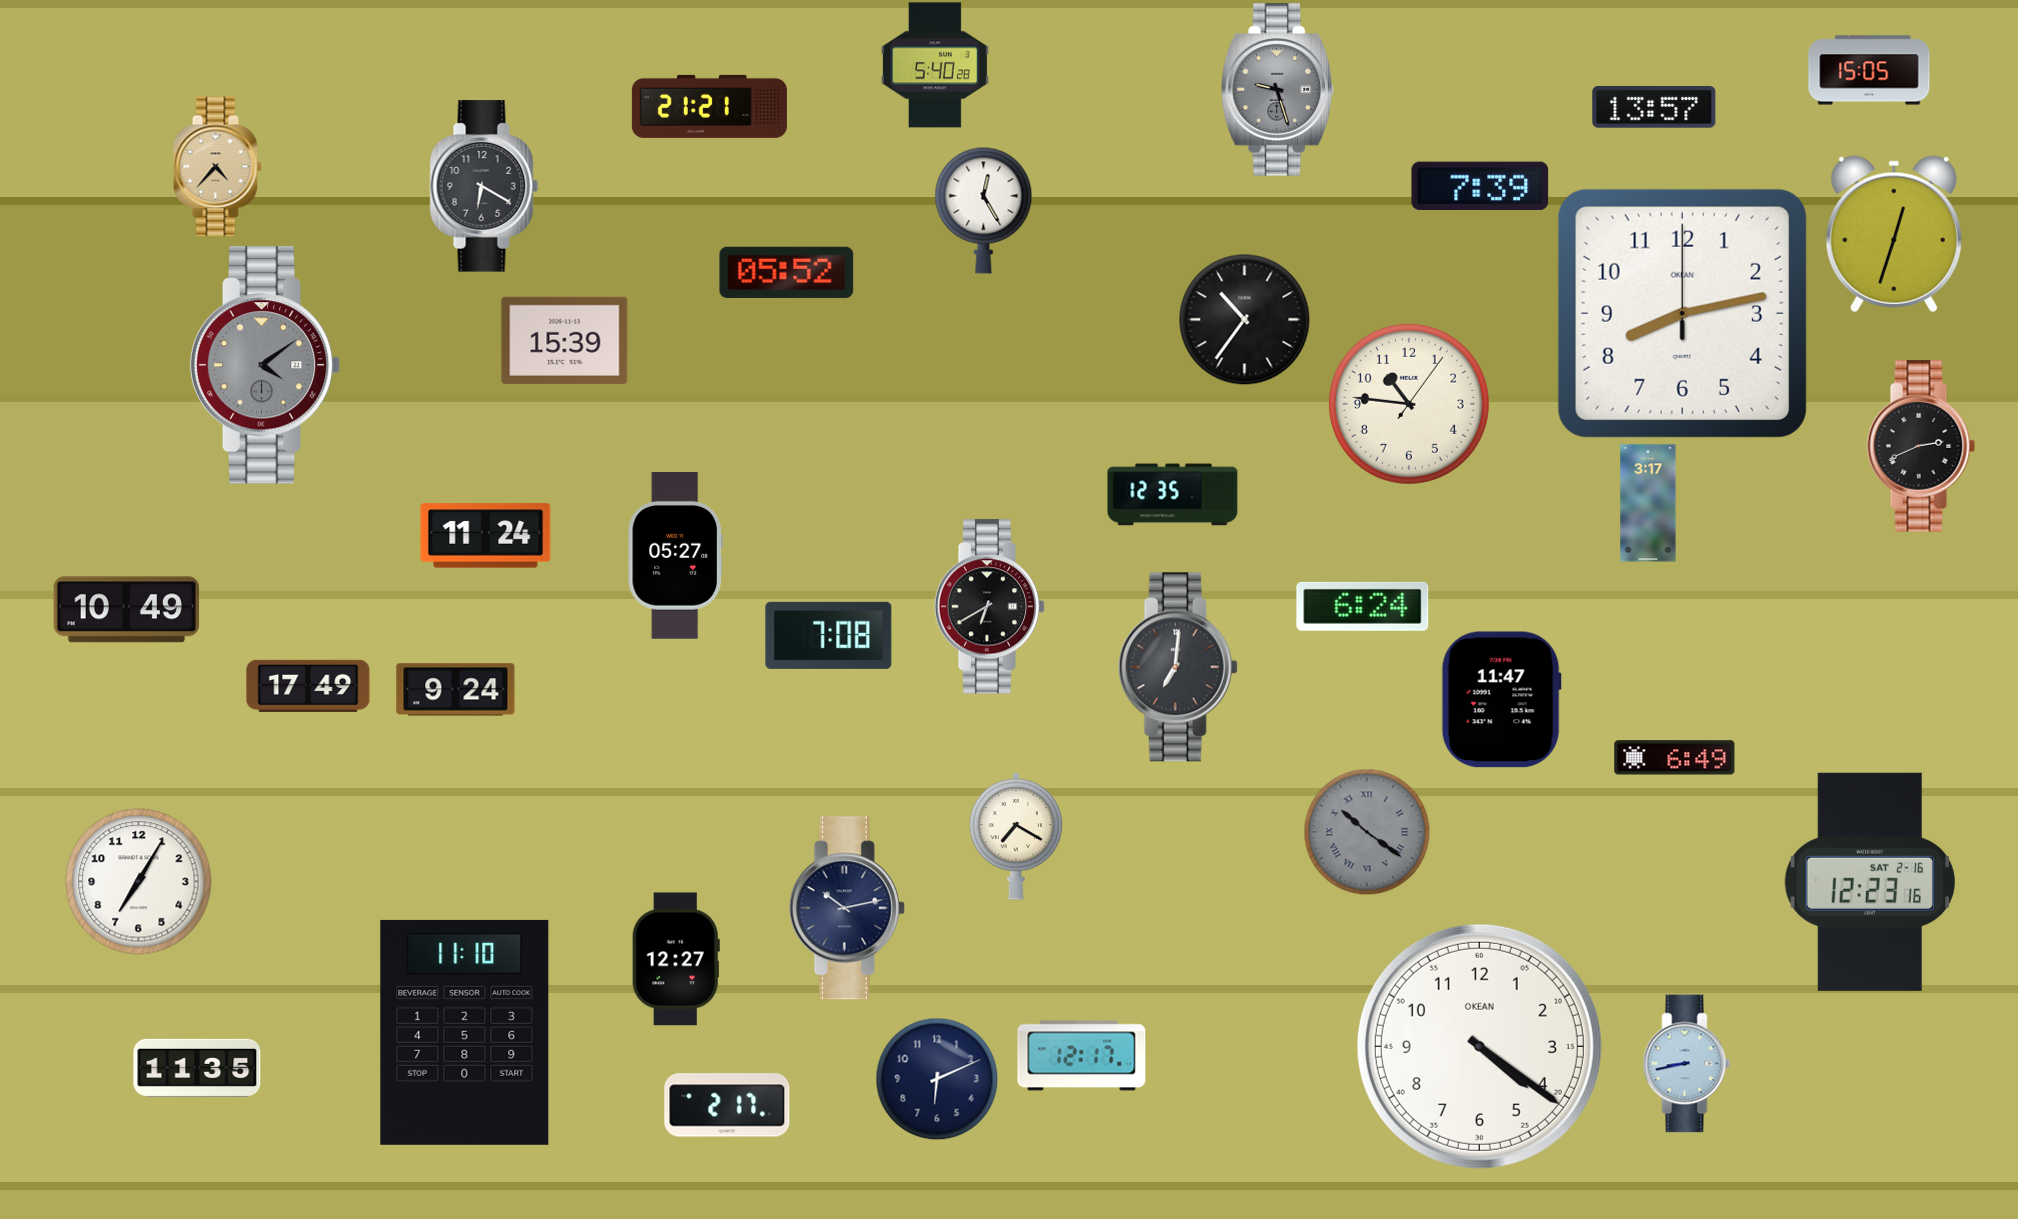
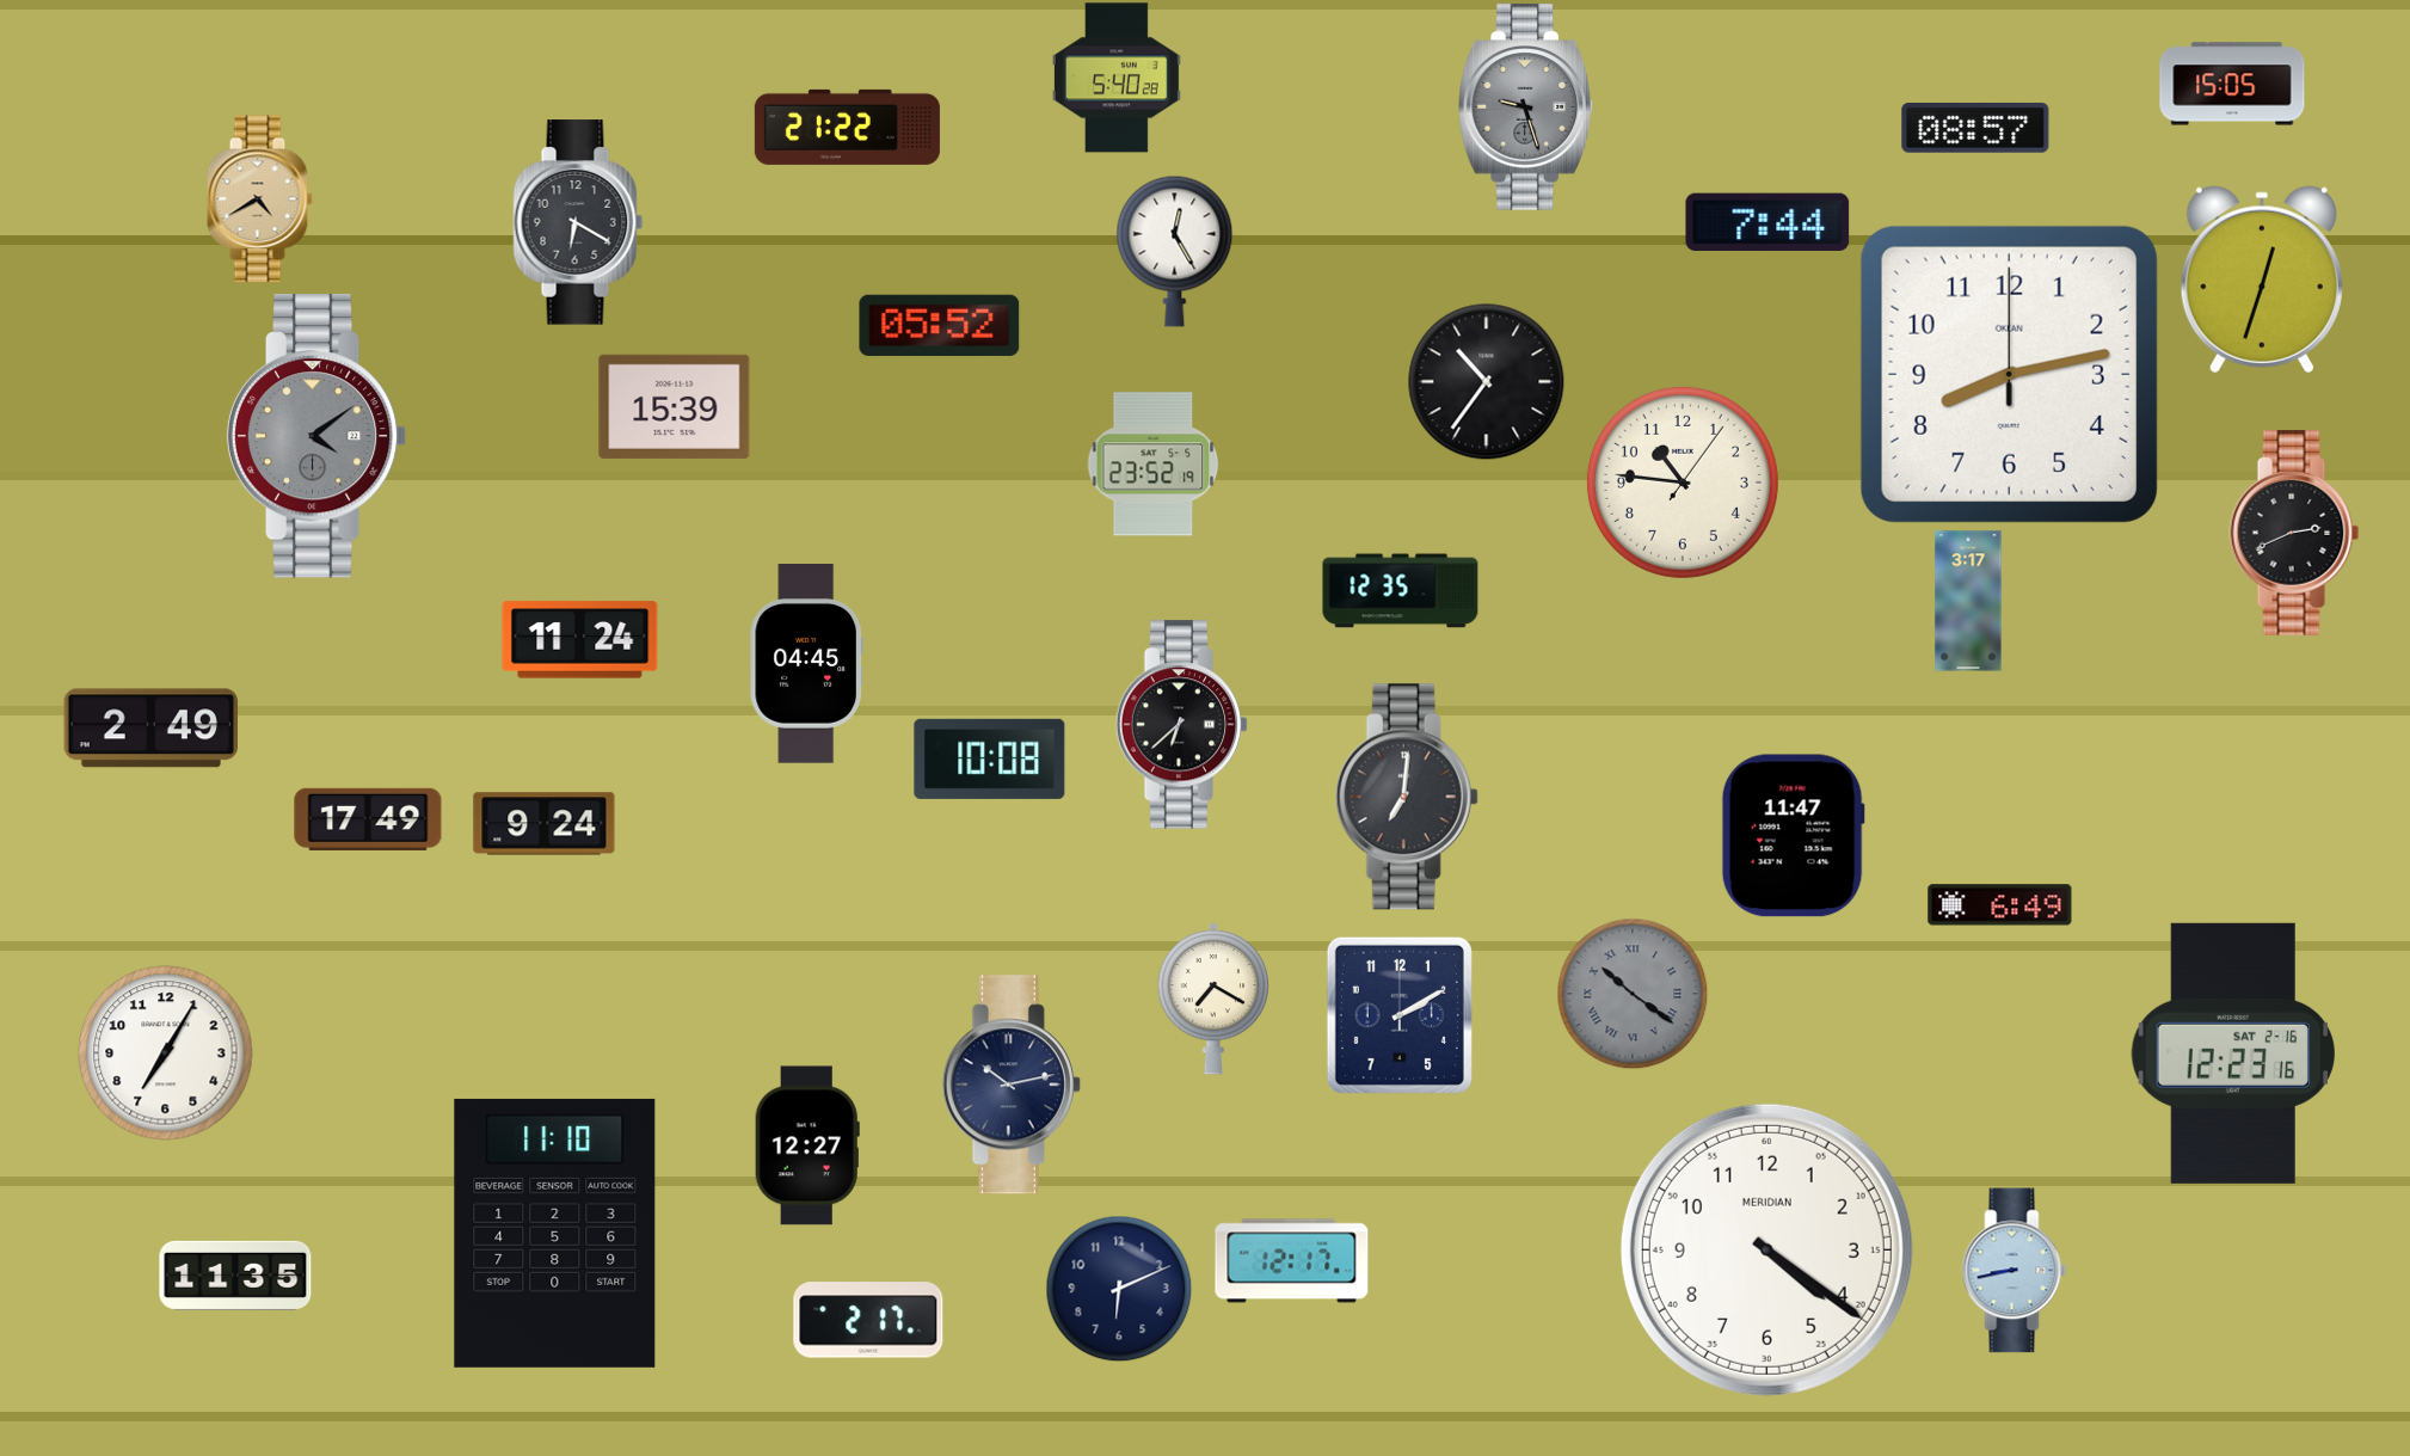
clock at (709, 106): 21:21 -> 21:22
clock at (1654, 107): 13:57 -> 08:57
clock at (217, 167): 4:37 -> 4:40
clock at (1480, 186): 7:39 -> 7:44
clock at (1154, 465): none -> 23:52
clock at (675, 556): 05:27 -> 04:45
clock at (1363, 606): 6:24 -> none
clock at (990, 607): 6:40 -> 6:38
clock at (127, 610): 10:49 -> 2:49
clock at (829, 635): 7:08 -> 10:08
clock at (1400, 1015): none -> 2:10
clock at (1479, 1046) brand: OKEAN -> MERIDIAN
